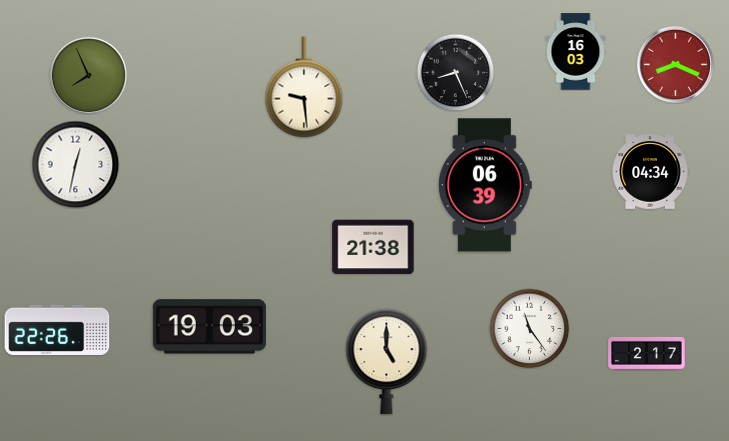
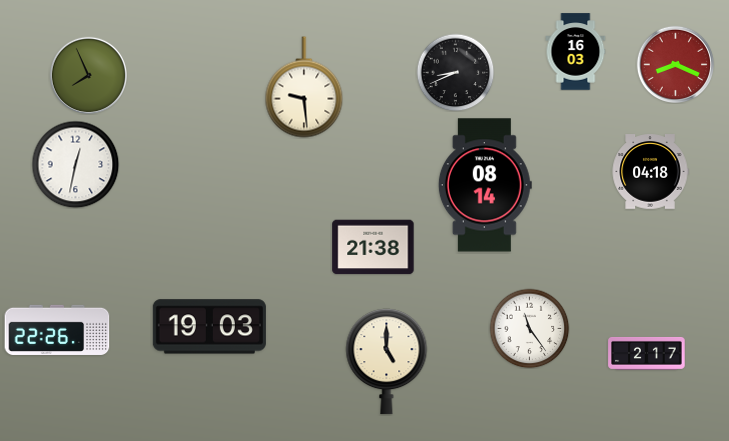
clock at (455, 72): 8:26 -> 8:41
clock at (650, 172): 04:34 -> 04:18
clock at (485, 185): 06:39 -> 08:14
